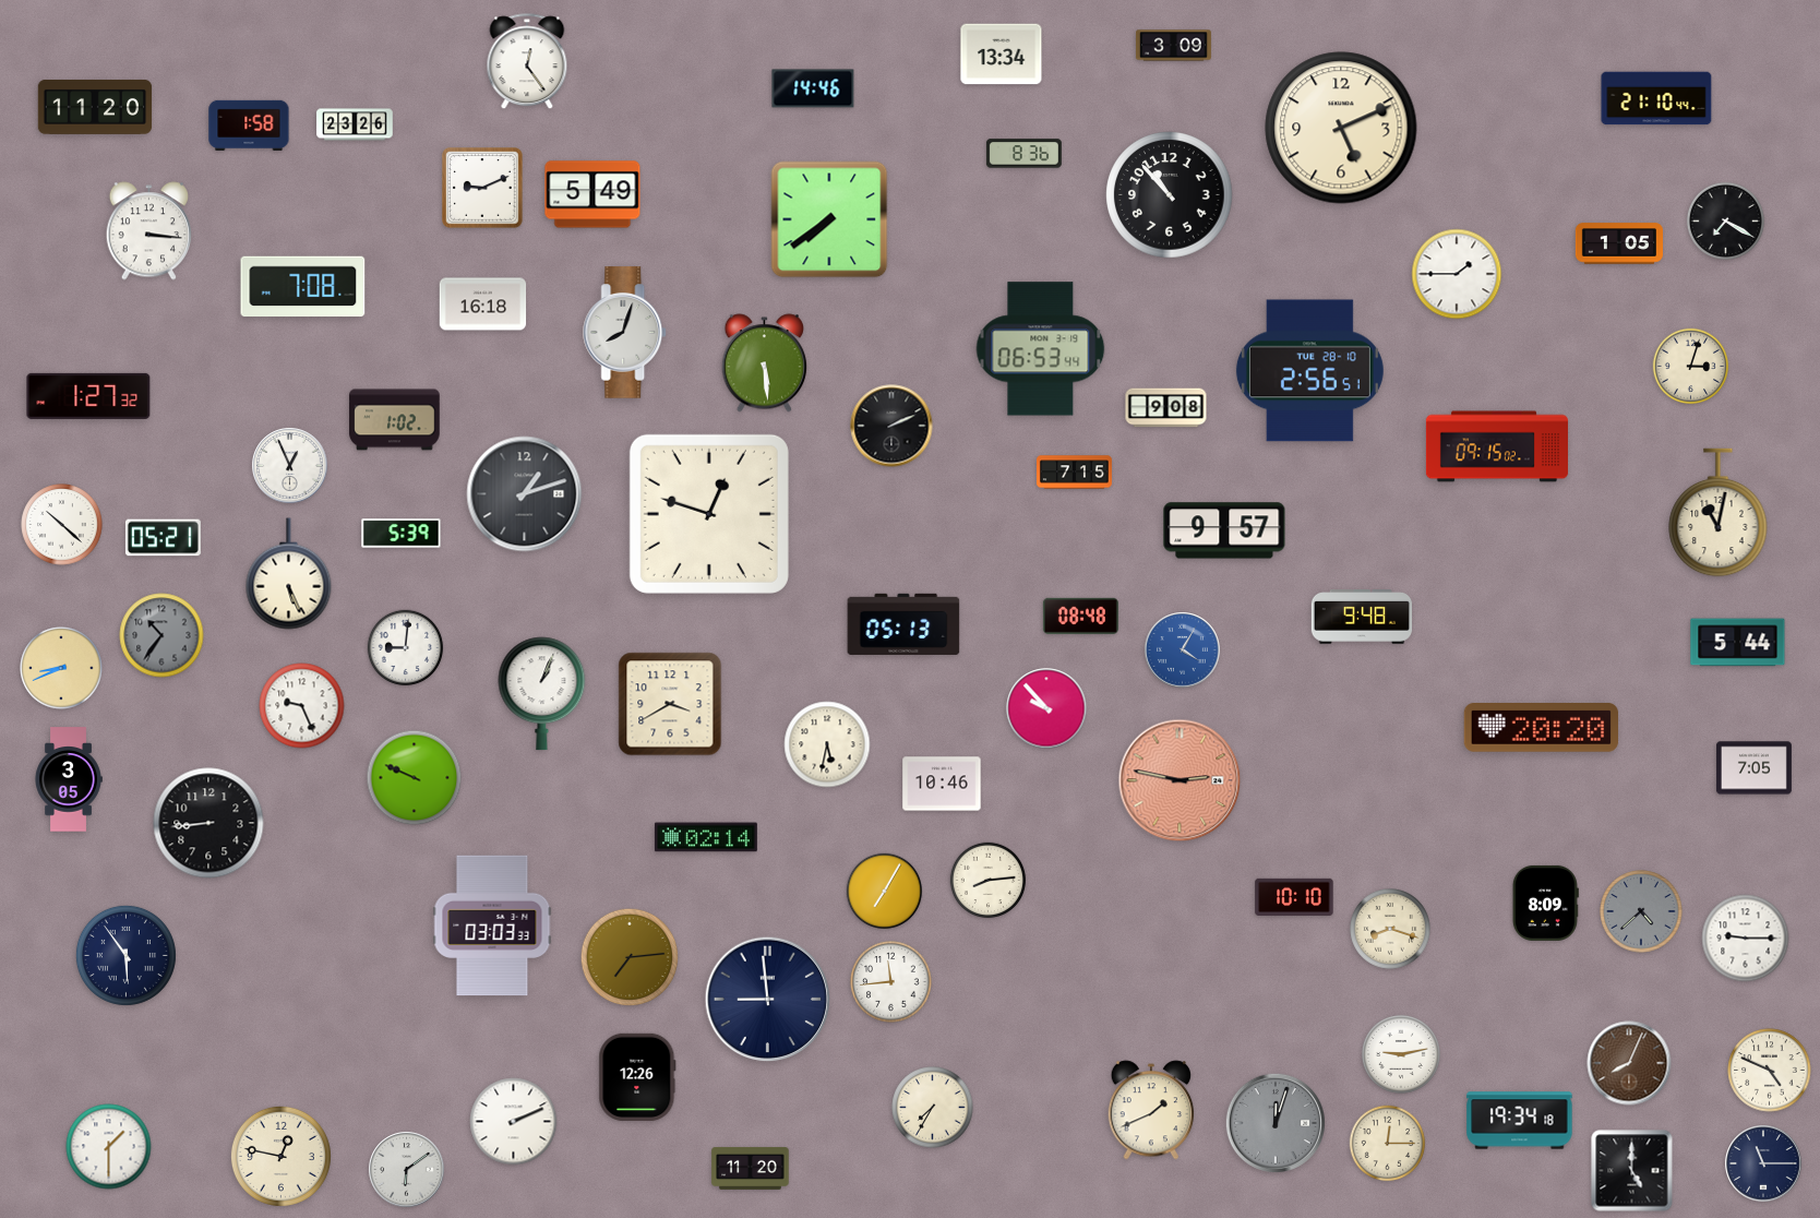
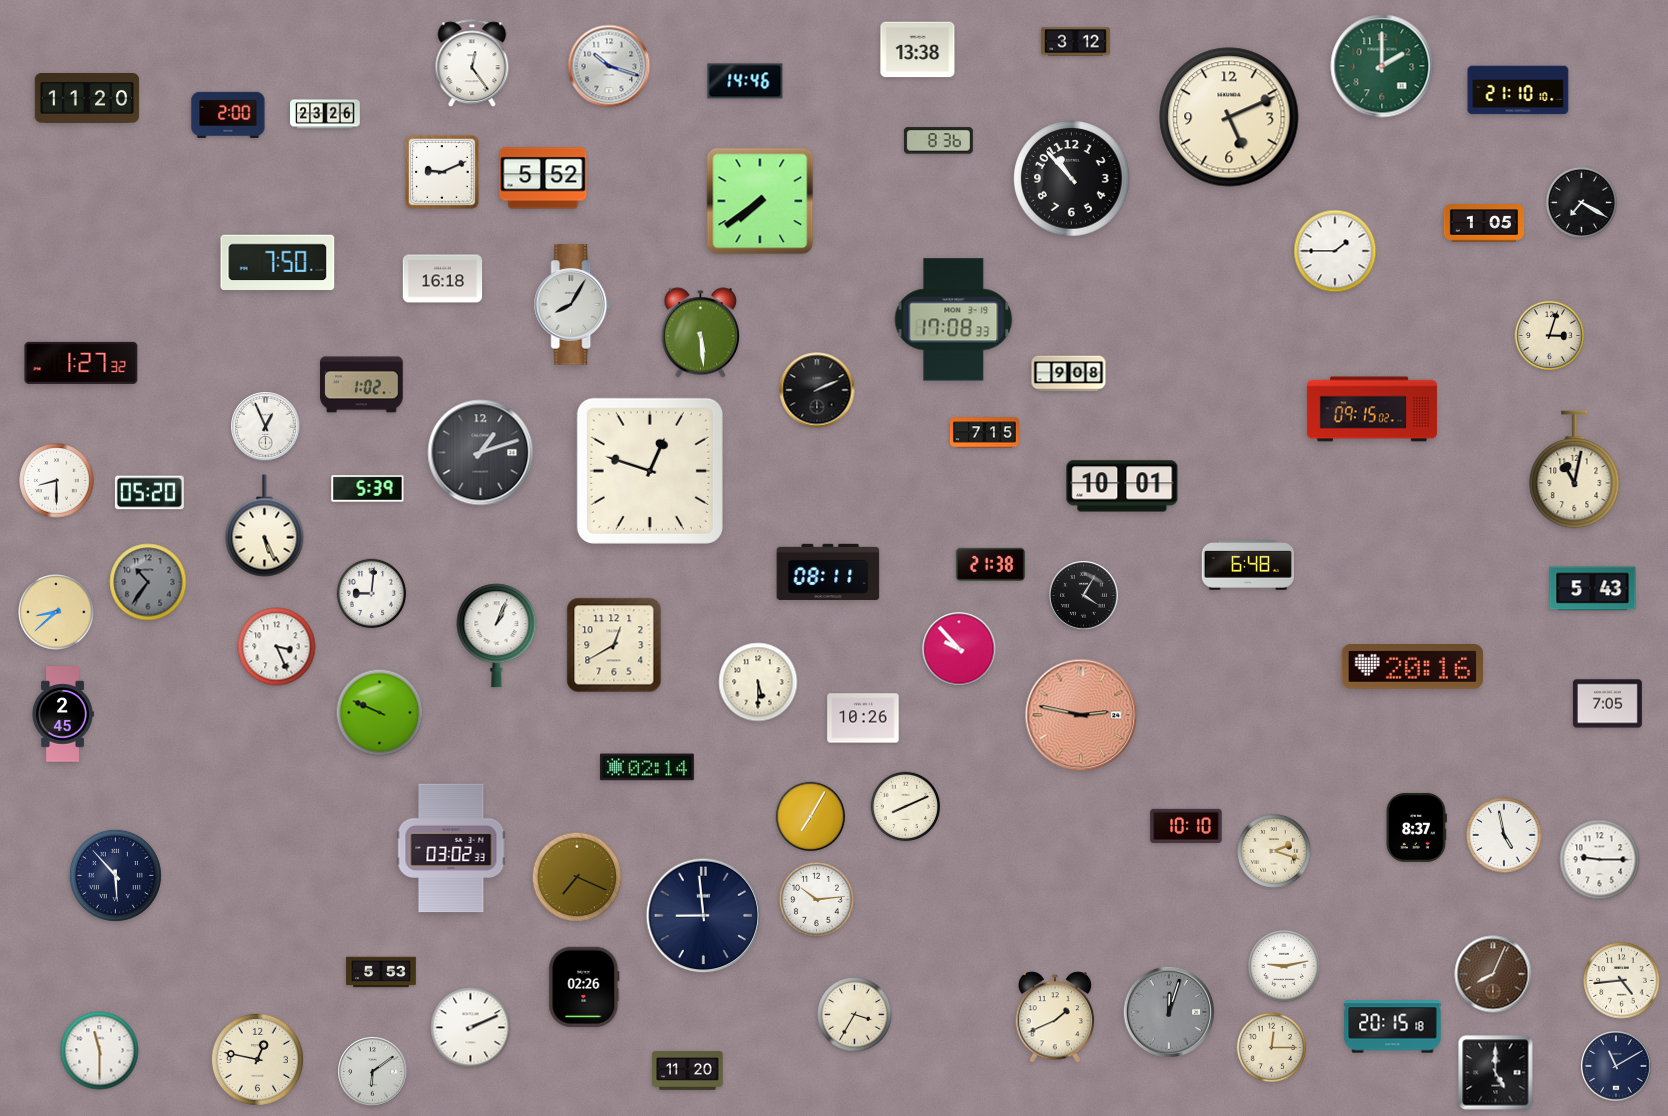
clock at (1173, 46): 3:09 -> 3:12
clock at (1002, 55): 13:34 -> 13:38
clock at (527, 62) position: (527, 62) -> (472, 64)
clock at (609, 66): none -> 10:18
clock at (1382, 66): none -> 2:00
clock at (1656, 98): 21:10:44 -> 21:10:10
clock at (249, 126): 1:58 -> 2:00
clock at (592, 194): 5:49 -> 5:52
clock at (148, 231): 3:16 -> none
clock at (303, 287): 7:08 -> 7:50
clock at (625, 333): 8:03 -> 8:05
clock at (1041, 349): 06:53 -> 17:08
clock at (1309, 371): 2:56 -> none
clock at (62, 525): 10:22 -> 8:30
clock at (1224, 530): 9:57 -> 10:01
clock at (163, 538): 05:21 -> 05:20
clock at (1080, 616): 08:48 -> 21:38
clock at (1361, 617): 9:48 -> 6:48
clock at (903, 624): 05:13 -> 08:11
clock at (1738, 643): 5:44 -> 5:43
clock at (1183, 650) dial: blue -> black
clock at (61, 668): 8:41 -> 8:38
clock at (670, 704): 3:40 -> 12:40
clock at (302, 706): 9:26 -> 3:26
clock at (1541, 728): 20:20 -> 20:16
clock at (827, 744): 5:32 -> 5:30
clock at (69, 779): 3:05 -> 2:45
clock at (942, 784): 10:46 -> 10:26
clock at (208, 823): 8:44 -> none
clock at (989, 881): 8:14 -> 8:11
clock at (1294, 896) position: (1294, 896) -> (1186, 825)
clock at (1545, 903): 8:09 -> 8:37
clock at (1641, 911): 4:38 -> 4:58
clock at (1641, 911) dial: grey -> white
clock at (492, 926): 03:03 -> 03:02
clock at (1390, 929): 8:18 -> 2:18
clock at (125, 955): 5:54 -> 5:53
clock at (630, 957): 7:14 -> 7:19
clock at (891, 982): 11:44 -> 10:14
clock at (381, 972): none -> 5:53
clock at (1770, 1071): 4:49 -> 4:44
clock at (637, 1077): 12:26 -> 02:26
clock at (933, 1108): 7:35 -> 3:35
clock at (1520, 1121): 19:34 -> 20:15
clock at (1276, 1123) position: (1276, 1123) -> (1169, 1012)
clock at (109, 1147): 1:30 -> 11:30
clock at (1763, 1163): 11:15 -> 11:10
